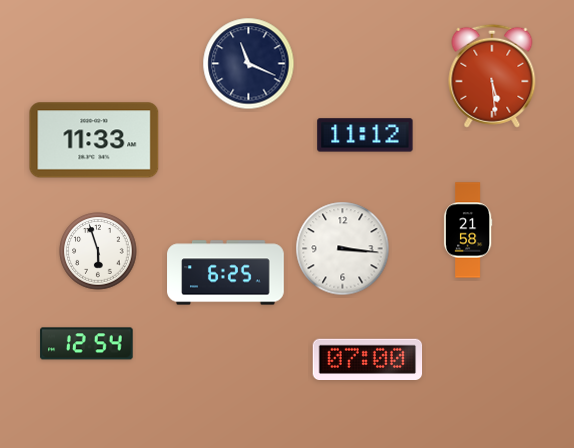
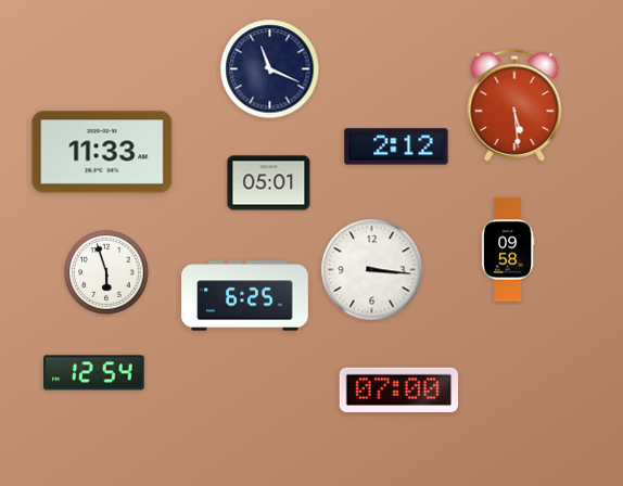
clock at (492, 76) position: (492, 76) -> (514, 105)
clock at (365, 135): 11:12 -> 2:12
clock at (269, 183): none -> 05:01
clock at (468, 230): 21:58 -> 09:58
